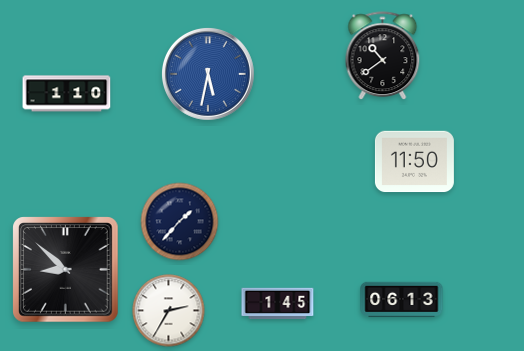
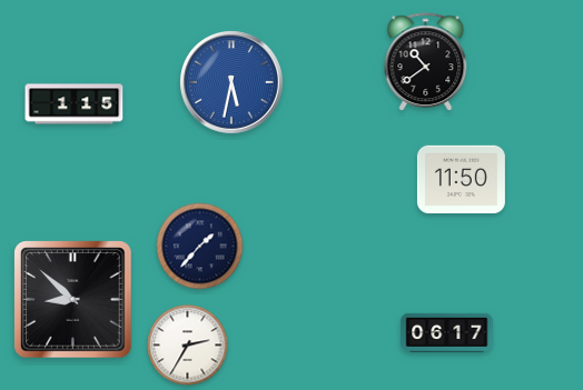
clock at (67, 94): 1:10 -> 1:15
clock at (402, 300): 06:13 -> 06:17
clock at (278, 304): 1:45 -> none
